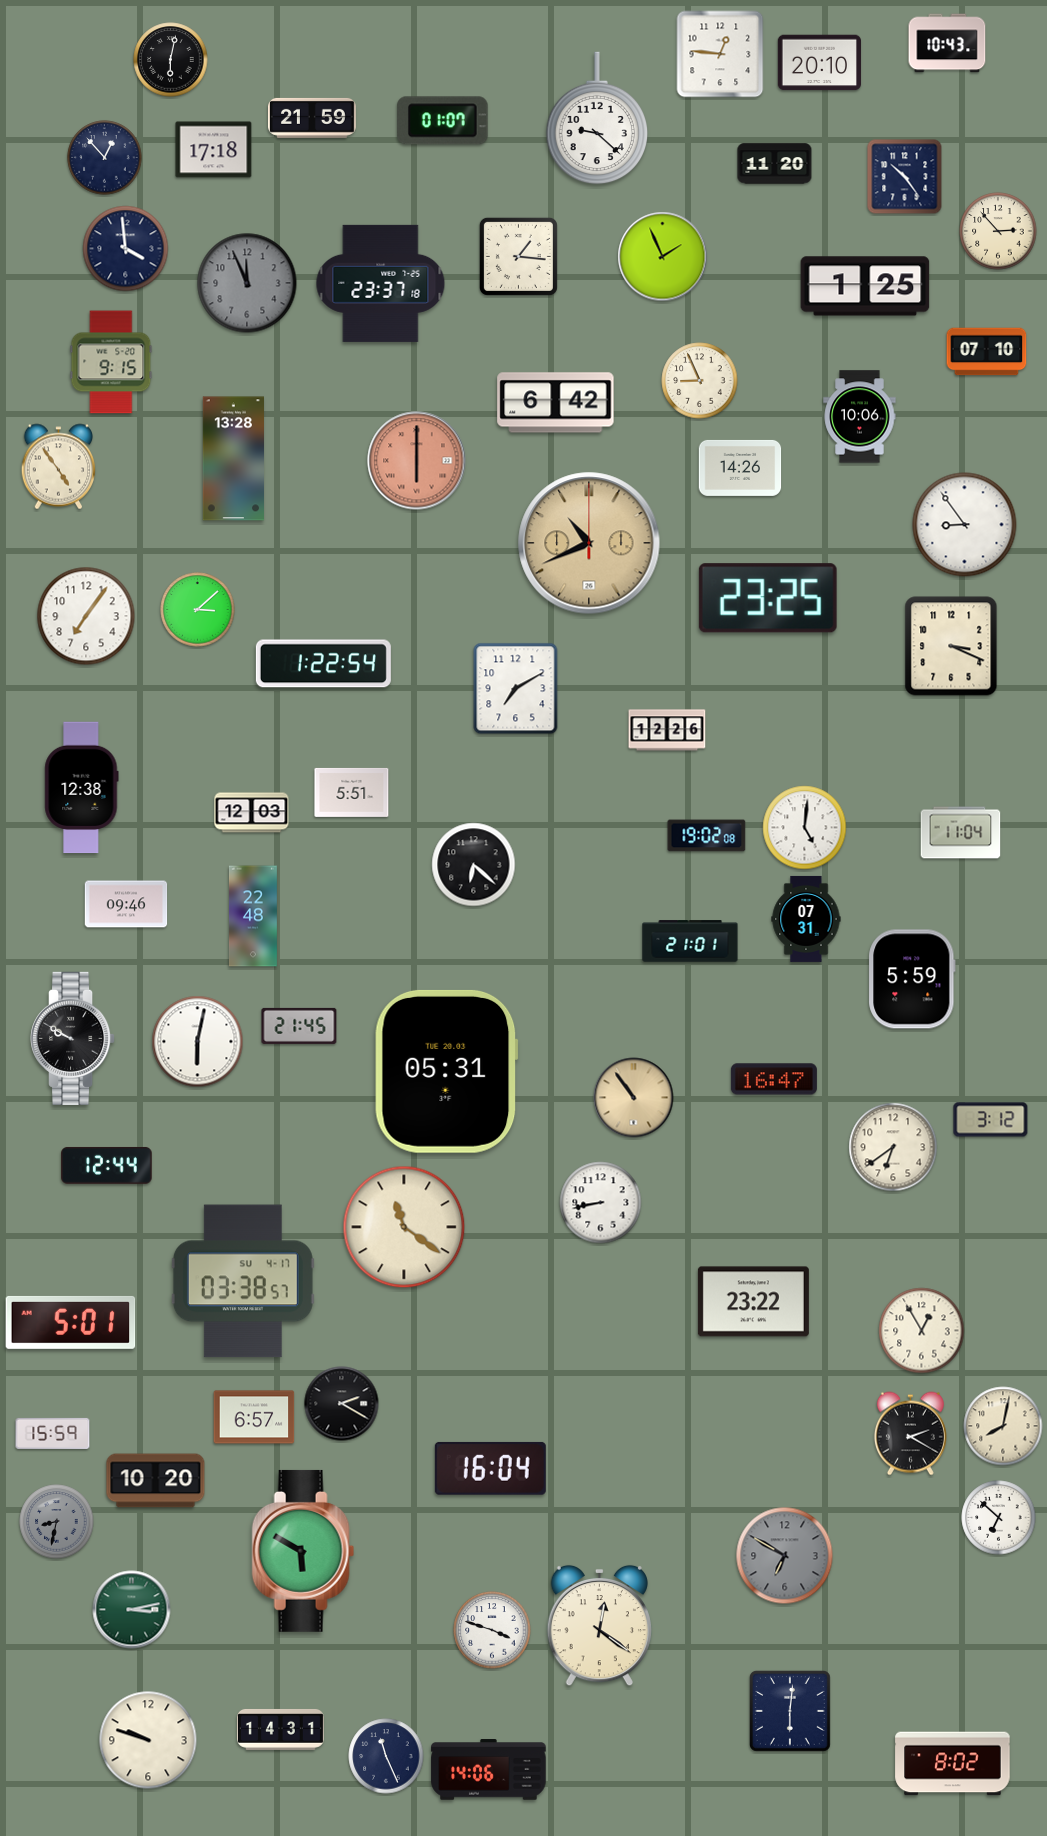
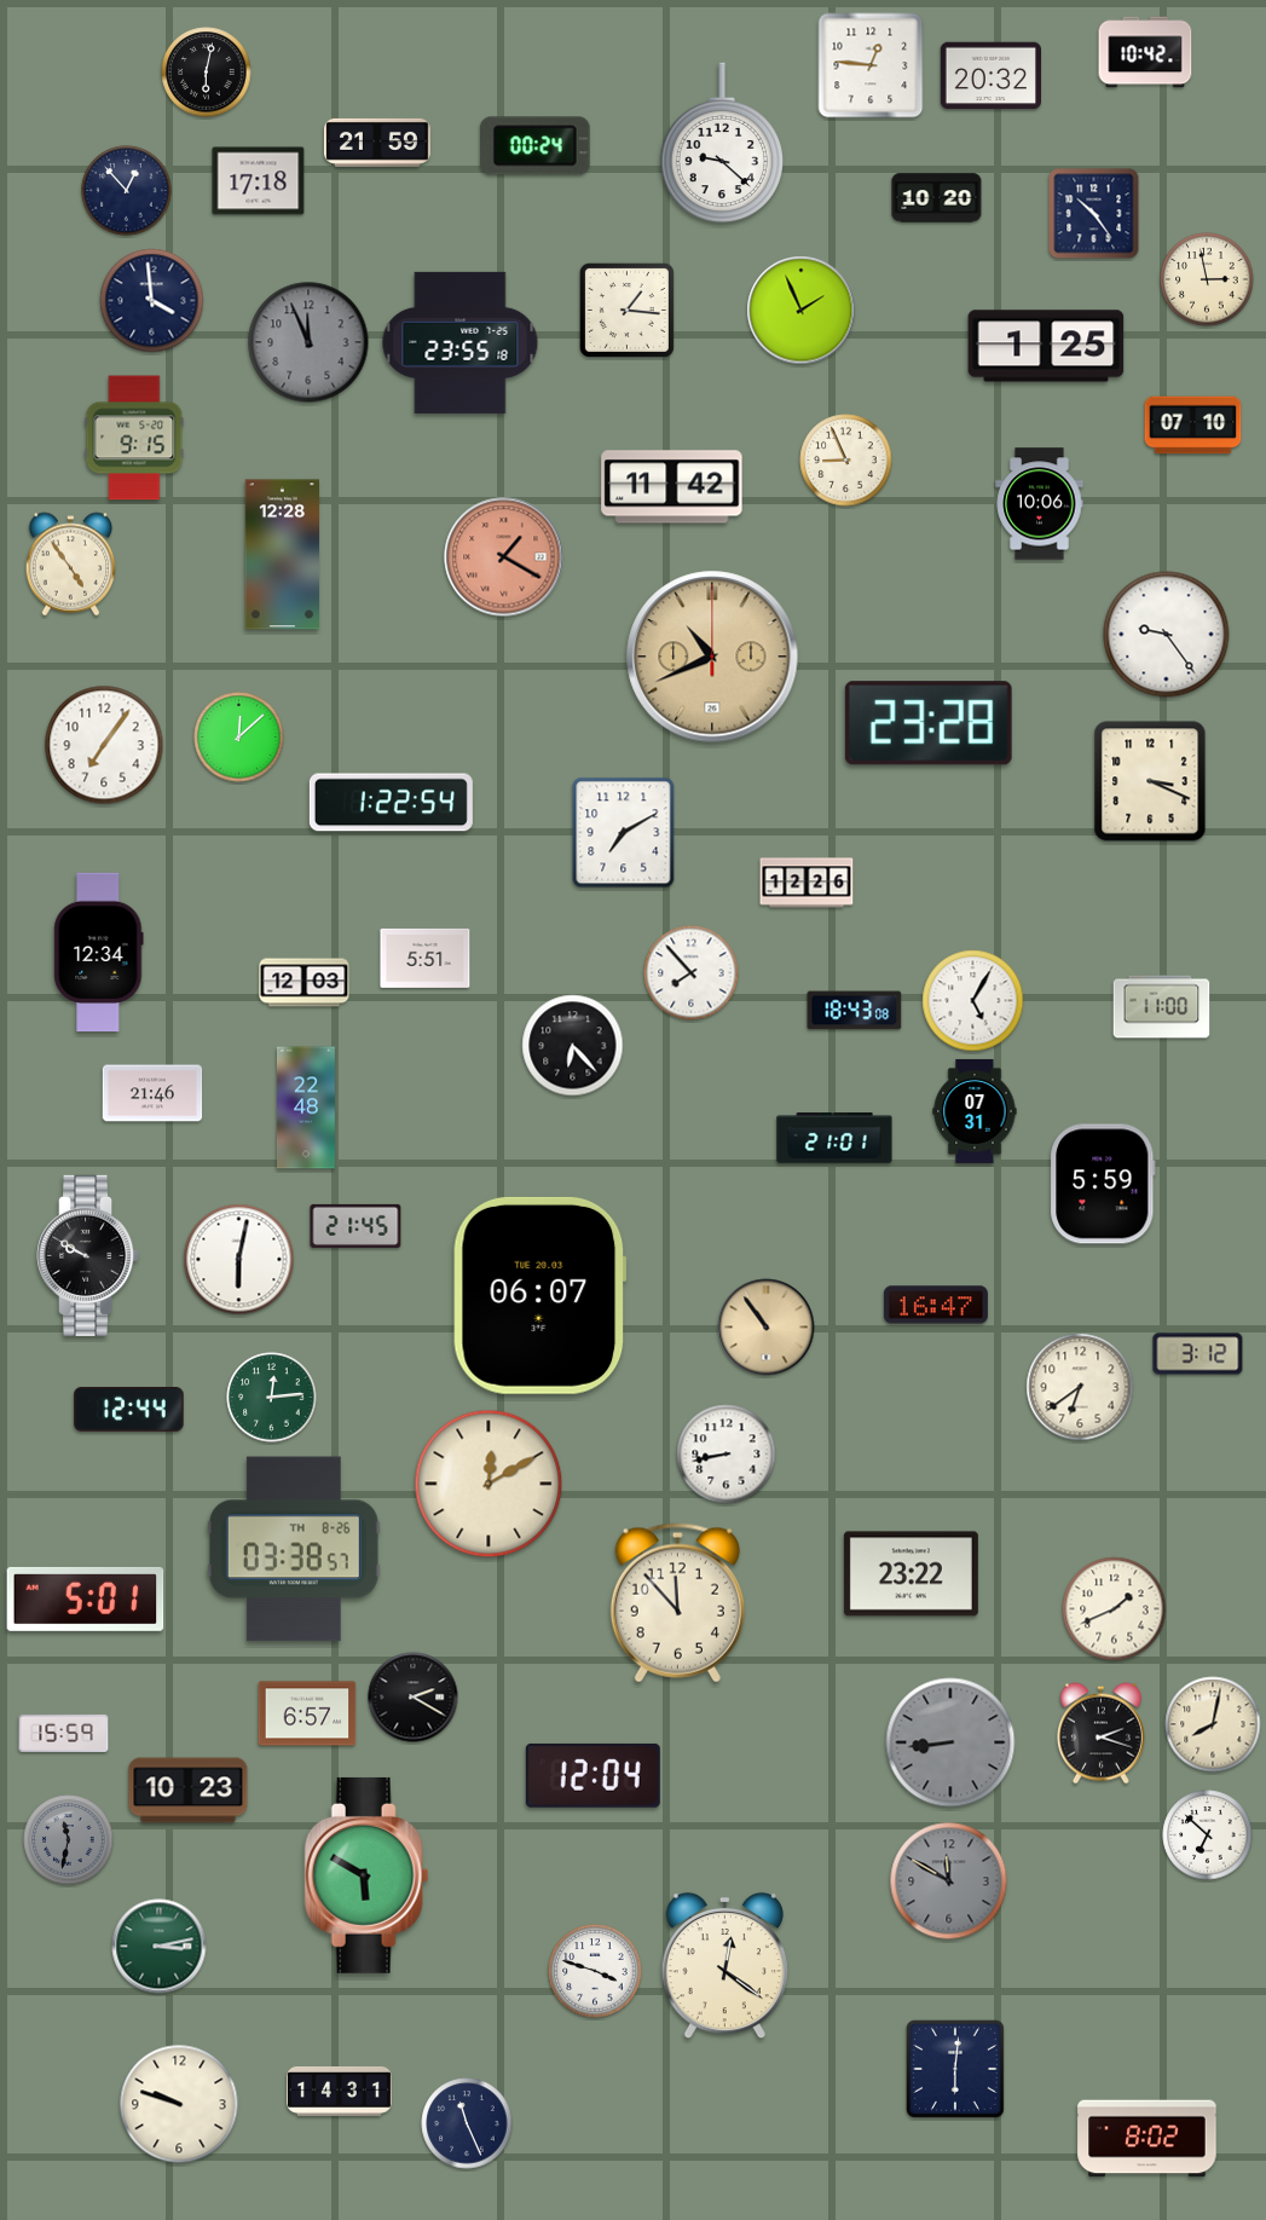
clock at (947, 43): 10:43 -> 10:42
clock at (819, 63): 20:10 -> 20:32
clock at (443, 121): 01:07 -> 00:24
clock at (775, 164): 11:20 -> 10:20
clock at (998, 231): 2:53 -> 2:58
clock at (247, 283) position: (247, 283) -> (308, 342)
clock at (381, 283): 23:37 -> 23:55
clock at (556, 403): 6:42 -> 11:42
clock at (234, 459): 13:28 -> 12:28
clock at (417, 461): 6:00 -> 1:20
clock at (740, 468): 14:26 -> none
clock at (965, 525): 8:54 -> 9:24
clock at (768, 598): 23:25 -> 23:28
clock at (198, 610): 3:08 -> 12:08
clock at (82, 788): 12:38 -> 12:34
clock at (692, 973): none -> 7:53
clock at (805, 828): 5:01 -> 5:05
clock at (961, 833): 11:04 -> 11:00
clock at (707, 836): 19:02 -> 18:43
clock at (474, 865): 6:22 -> 6:23
clock at (126, 904): 09:46 -> 21:46
clock at (299, 1026) position: (299, 1026) -> (355, 1226)
clock at (447, 1071): 05:31 -> 06:07
clock at (272, 1398): none -> 12:14
clock at (404, 1227): 11:21 -> 12:10
clock at (243, 1281) date: SU 4-17 -> TH 8-26
clock at (677, 1603): none -> 11:53
clock at (922, 1331): 12:55 -> 1:41
clock at (910, 1434): 2:20 -> 2:18
clock at (950, 1742): none -> 8:44
clock at (490, 1468): 16:04 -> 12:04
clock at (156, 1481): 10:20 -> 10:23
clock at (57, 1522): 8:32 -> 11:32
clock at (785, 1556): 6:50 -> 11:50
clock at (953, 1764) position: (953, 1764) -> (1148, 2139)
clock at (489, 1770): 14:06 -> none
